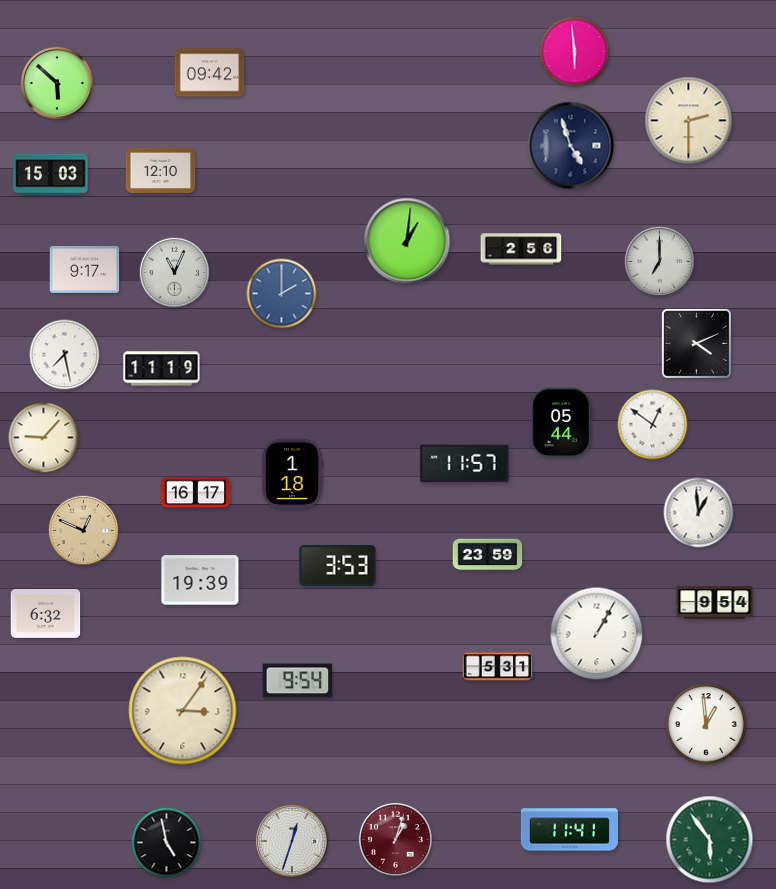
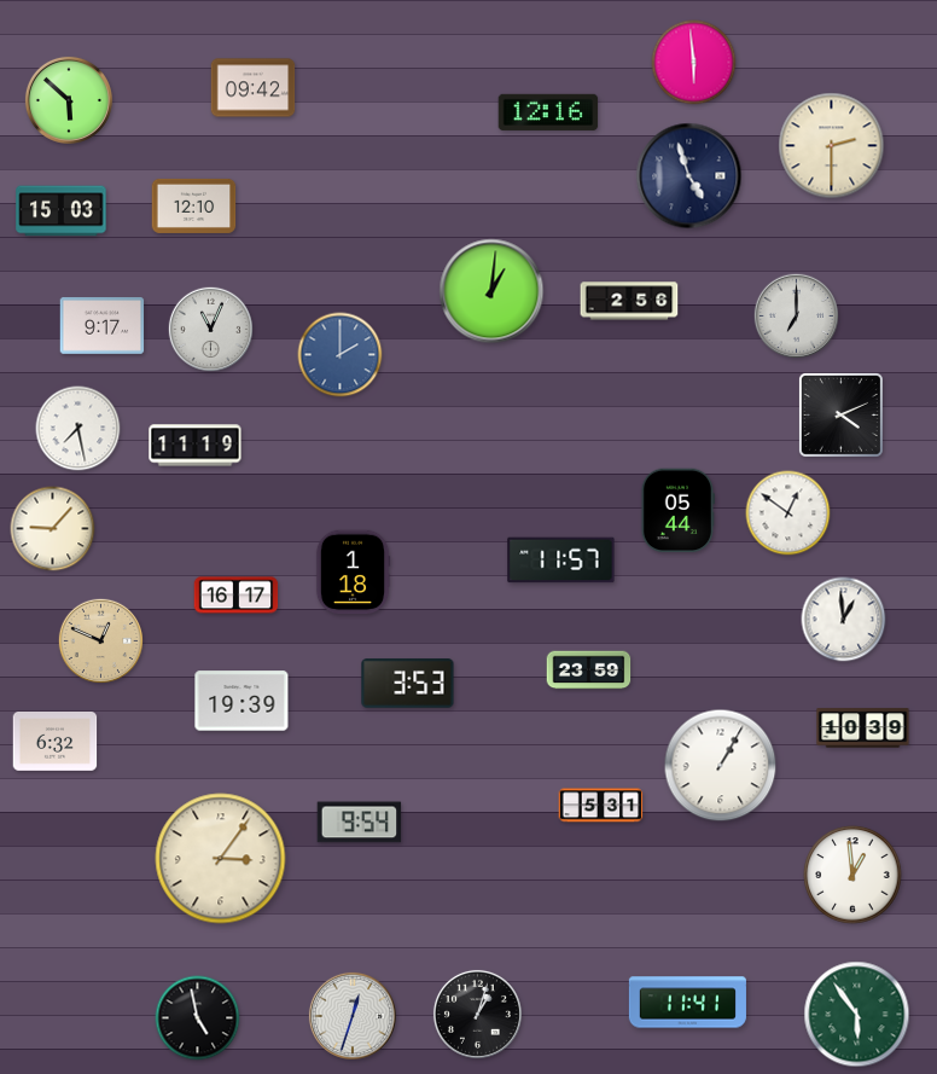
clock at (548, 112): none -> 12:16
clock at (715, 603): 9:54 -> 10:39
clock at (395, 839) dial: burgundy -> black
clock at (167, 843) position: (167, 843) -> (198, 1018)
